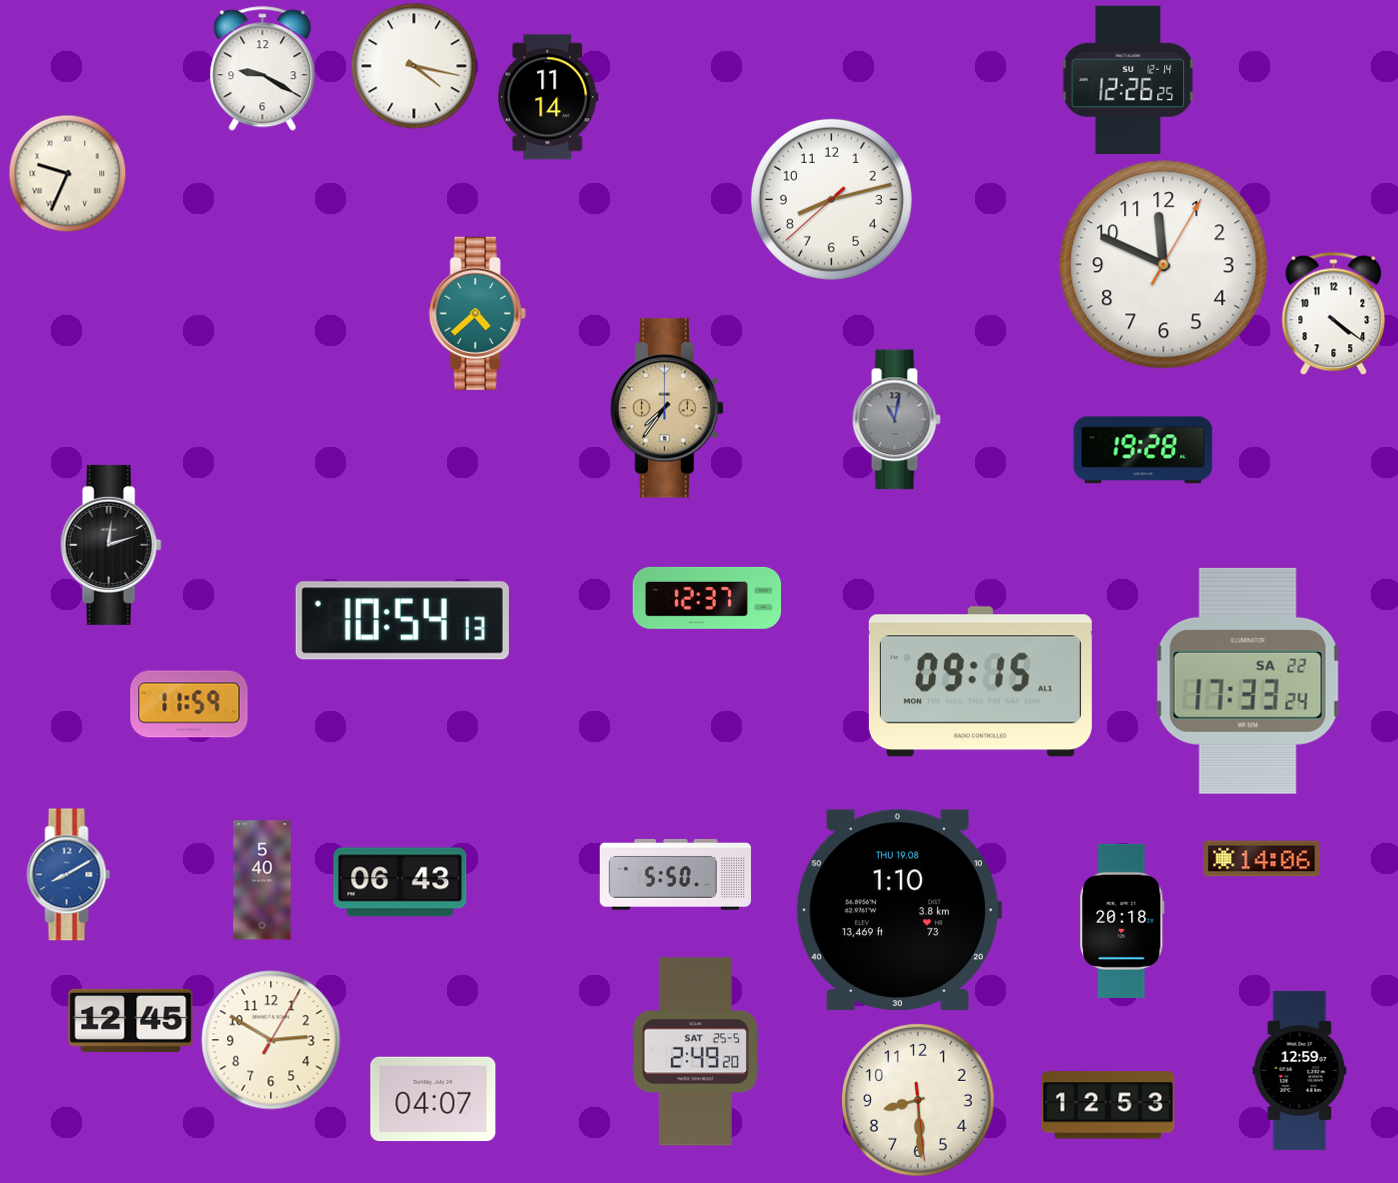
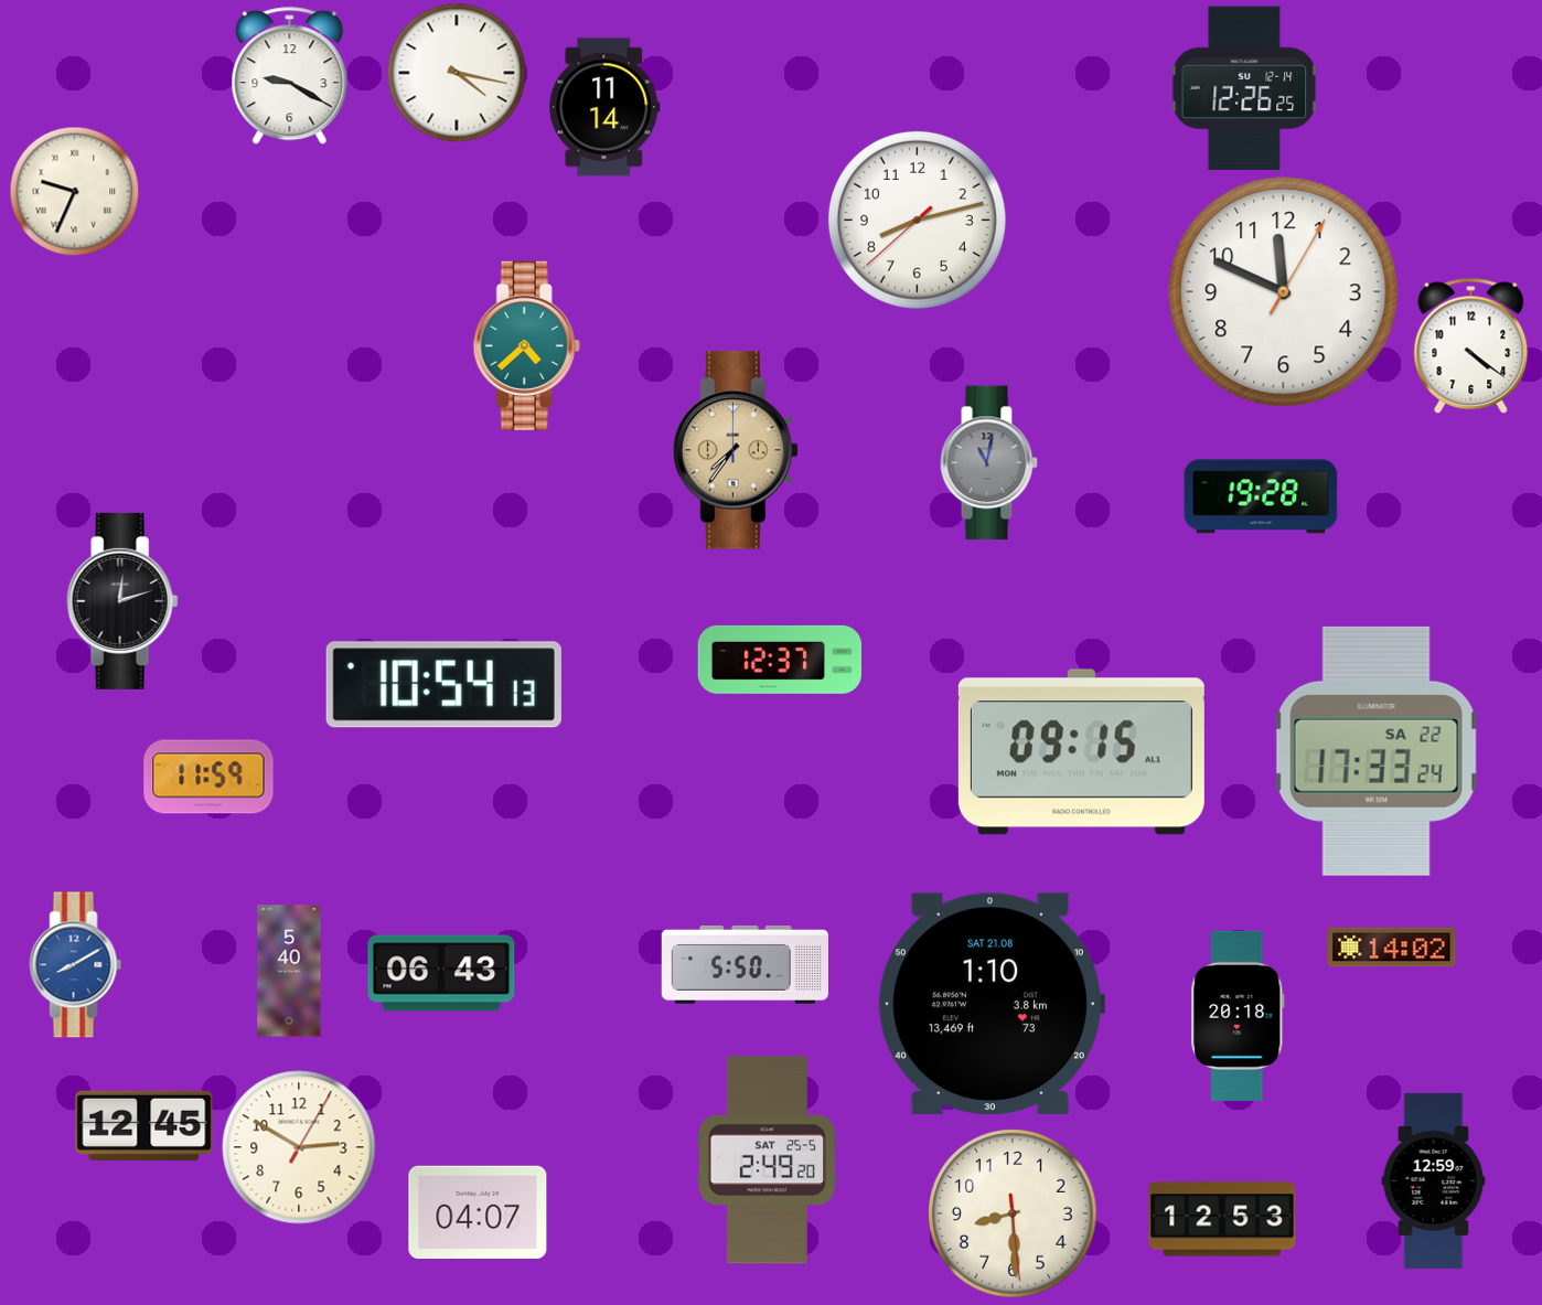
clock at (1262, 859): 14:06 -> 14:02
clock at (898, 910) date: THU 19.08 -> SAT 21.08
